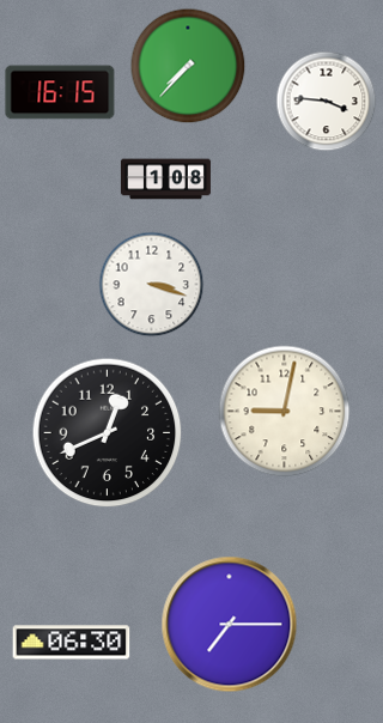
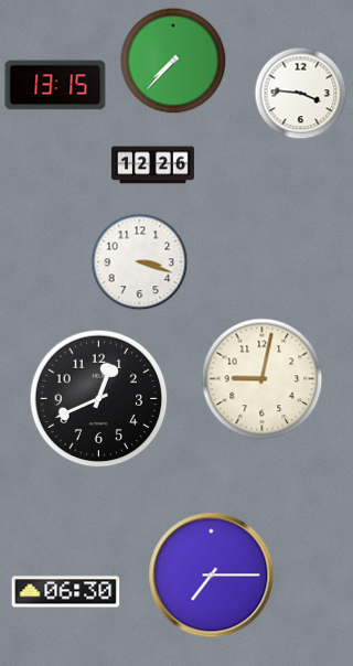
clock at (60, 92): 16:15 -> 13:15
clock at (165, 180): 1:08 -> 12:26
